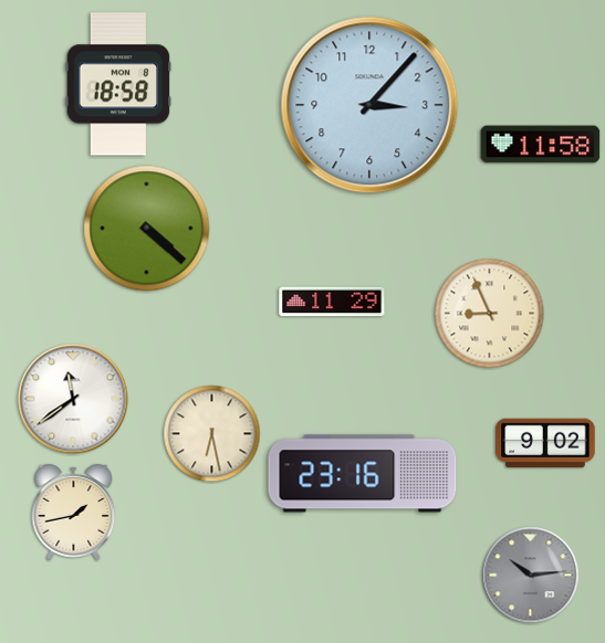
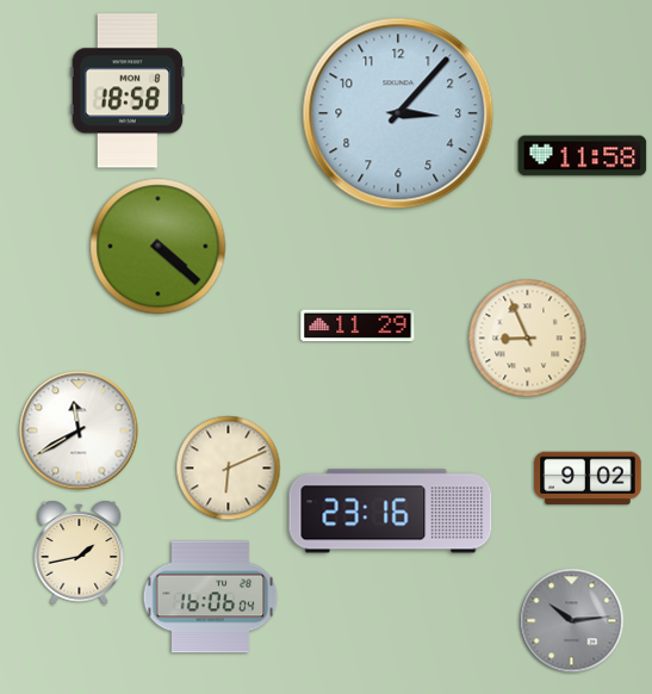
clock at (73, 399): 11:39 -> 11:40
clock at (212, 434): 6:28 -> 6:11
clock at (211, 597): none -> 16:06
